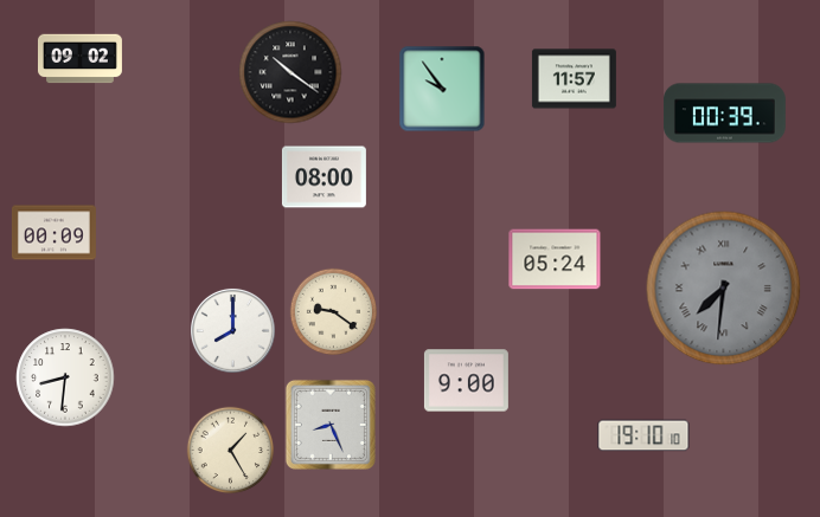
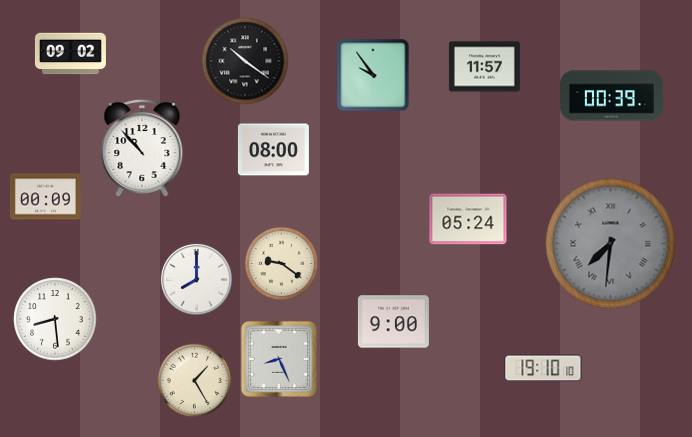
clock at (79, 59) position: (79, 59) -> (70, 54)
clock at (142, 148): none -> 10:53
clock at (65, 377): 8:31 -> 8:29
